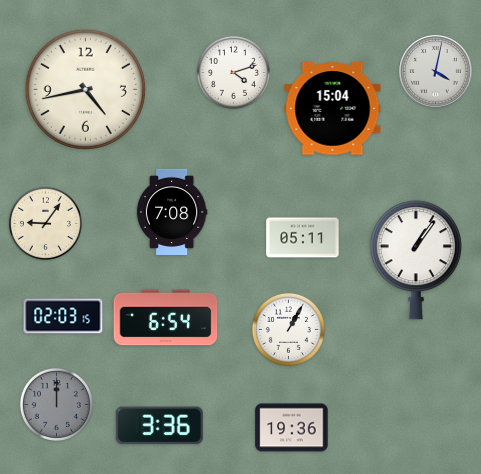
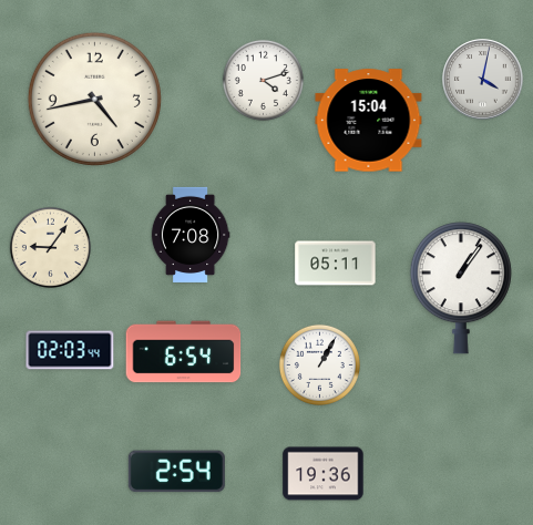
clock at (233, 72) position: (233, 72) -> (263, 80)
clock at (63, 316): 02:03:15 -> 02:03:44
clock at (56, 404): 12:00 -> none
clock at (159, 426): 3:36 -> 2:54
